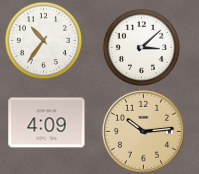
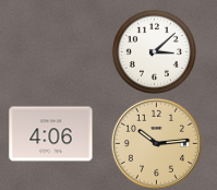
clock at (43, 40): 10:36 -> none
clock at (47, 123): 4:09 -> 4:06
